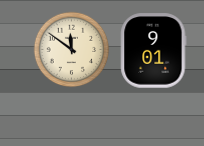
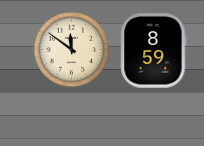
clock at (154, 51): 9:01 -> 8:59
